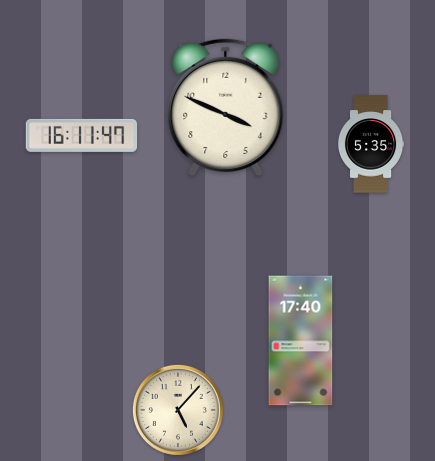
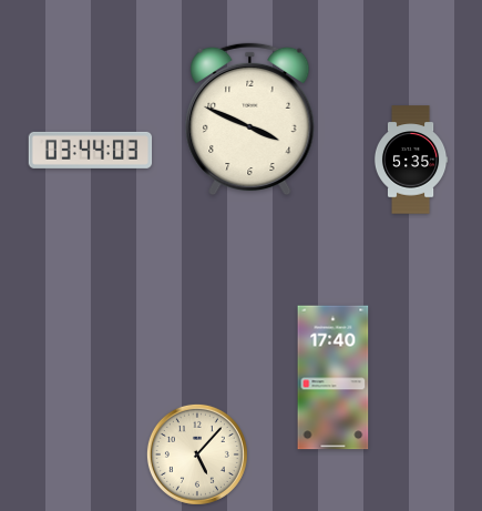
clock at (82, 135): 16:11 -> 03:44
